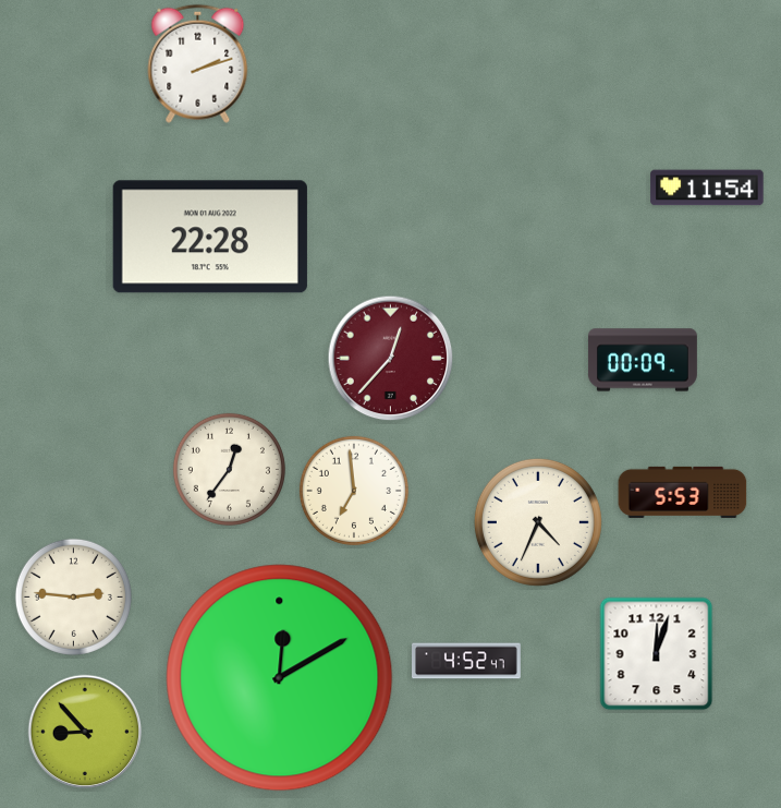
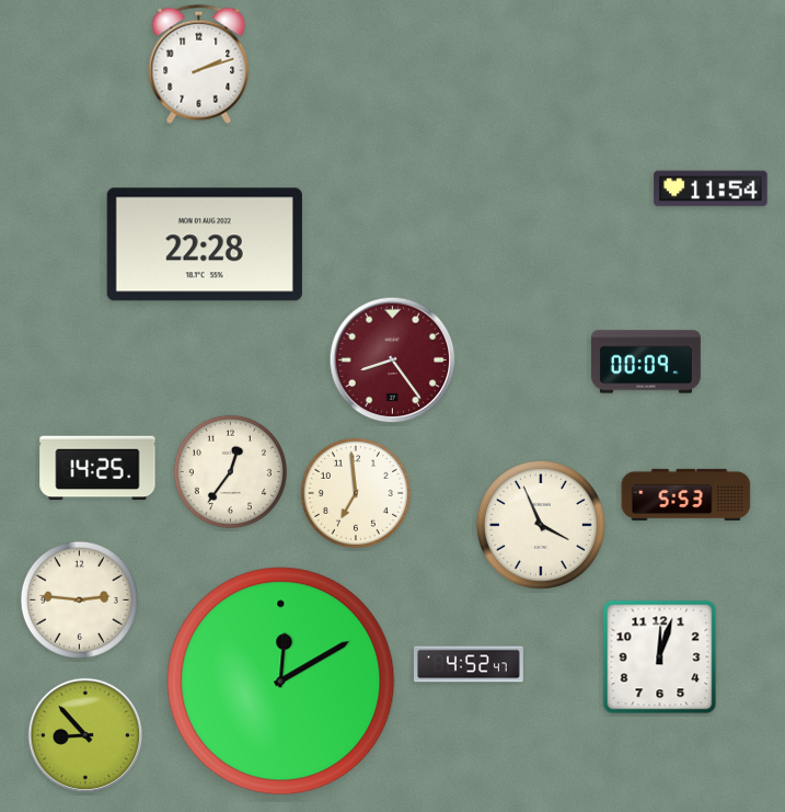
clock at (210, 237) position: (210, 237) -> (205, 244)
clock at (391, 359): 12:37 -> 8:24
clock at (97, 468): none -> 14:25
clock at (538, 522): 4:34 -> 3:56
clock at (73, 596) position: (73, 596) -> (79, 599)
